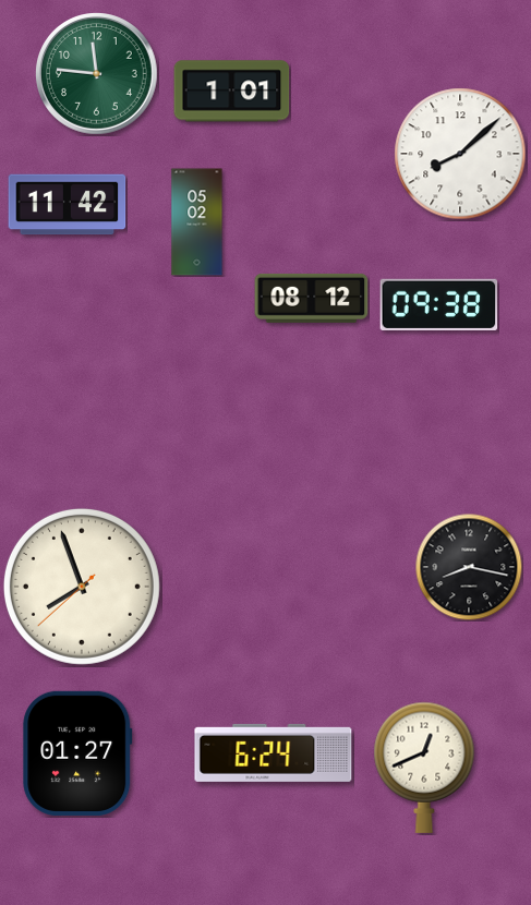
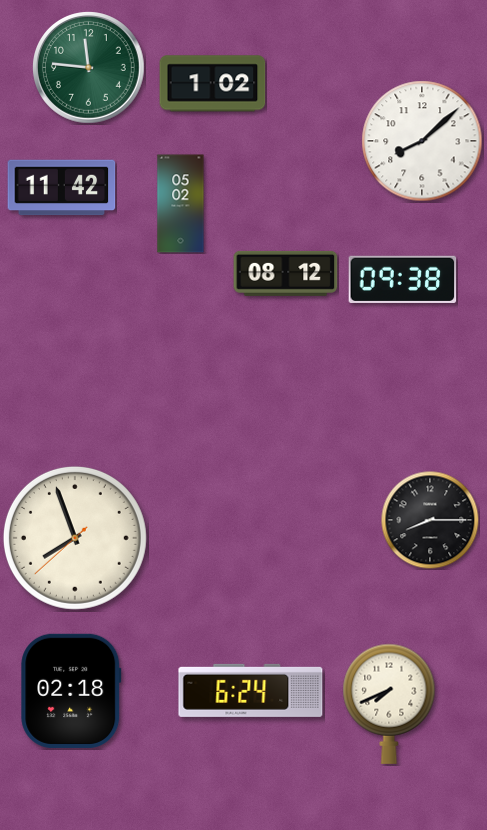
clock at (232, 92): 1:01 -> 1:02
clock at (469, 567): 8:17 -> 8:15
clock at (77, 753): 01:27 -> 02:18
clock at (424, 768): 12:41 -> 7:41
